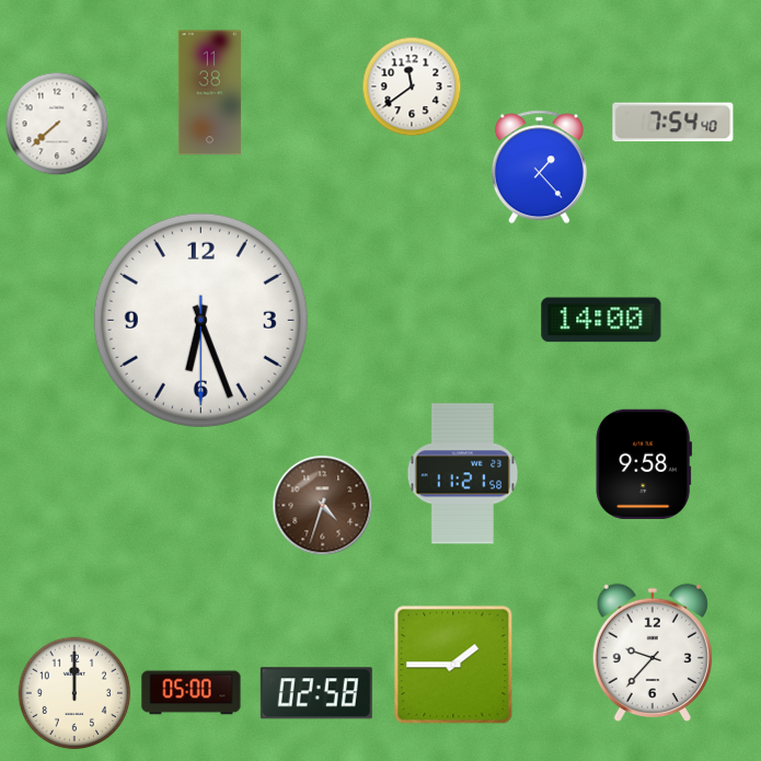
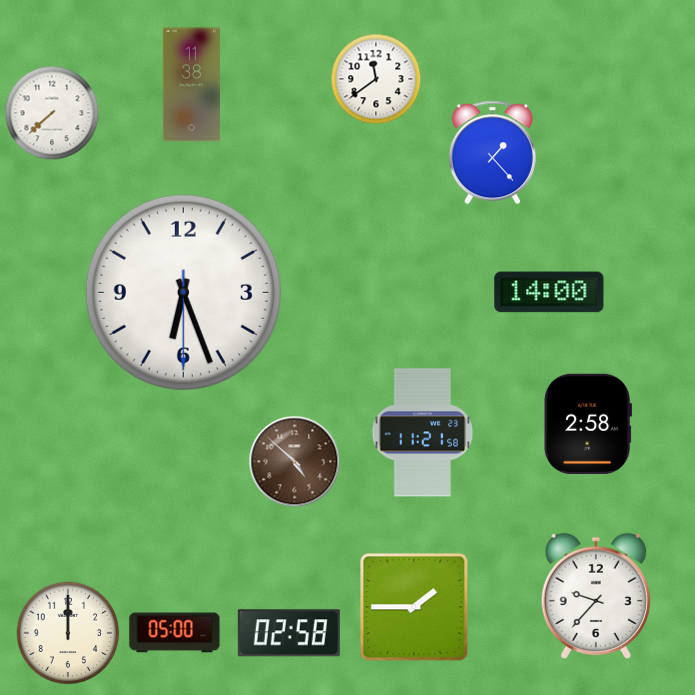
clock at (673, 123): 7:54 -> none
clock at (644, 464): 9:58 -> 2:58
clock at (323, 506): 4:33 -> 4:52
